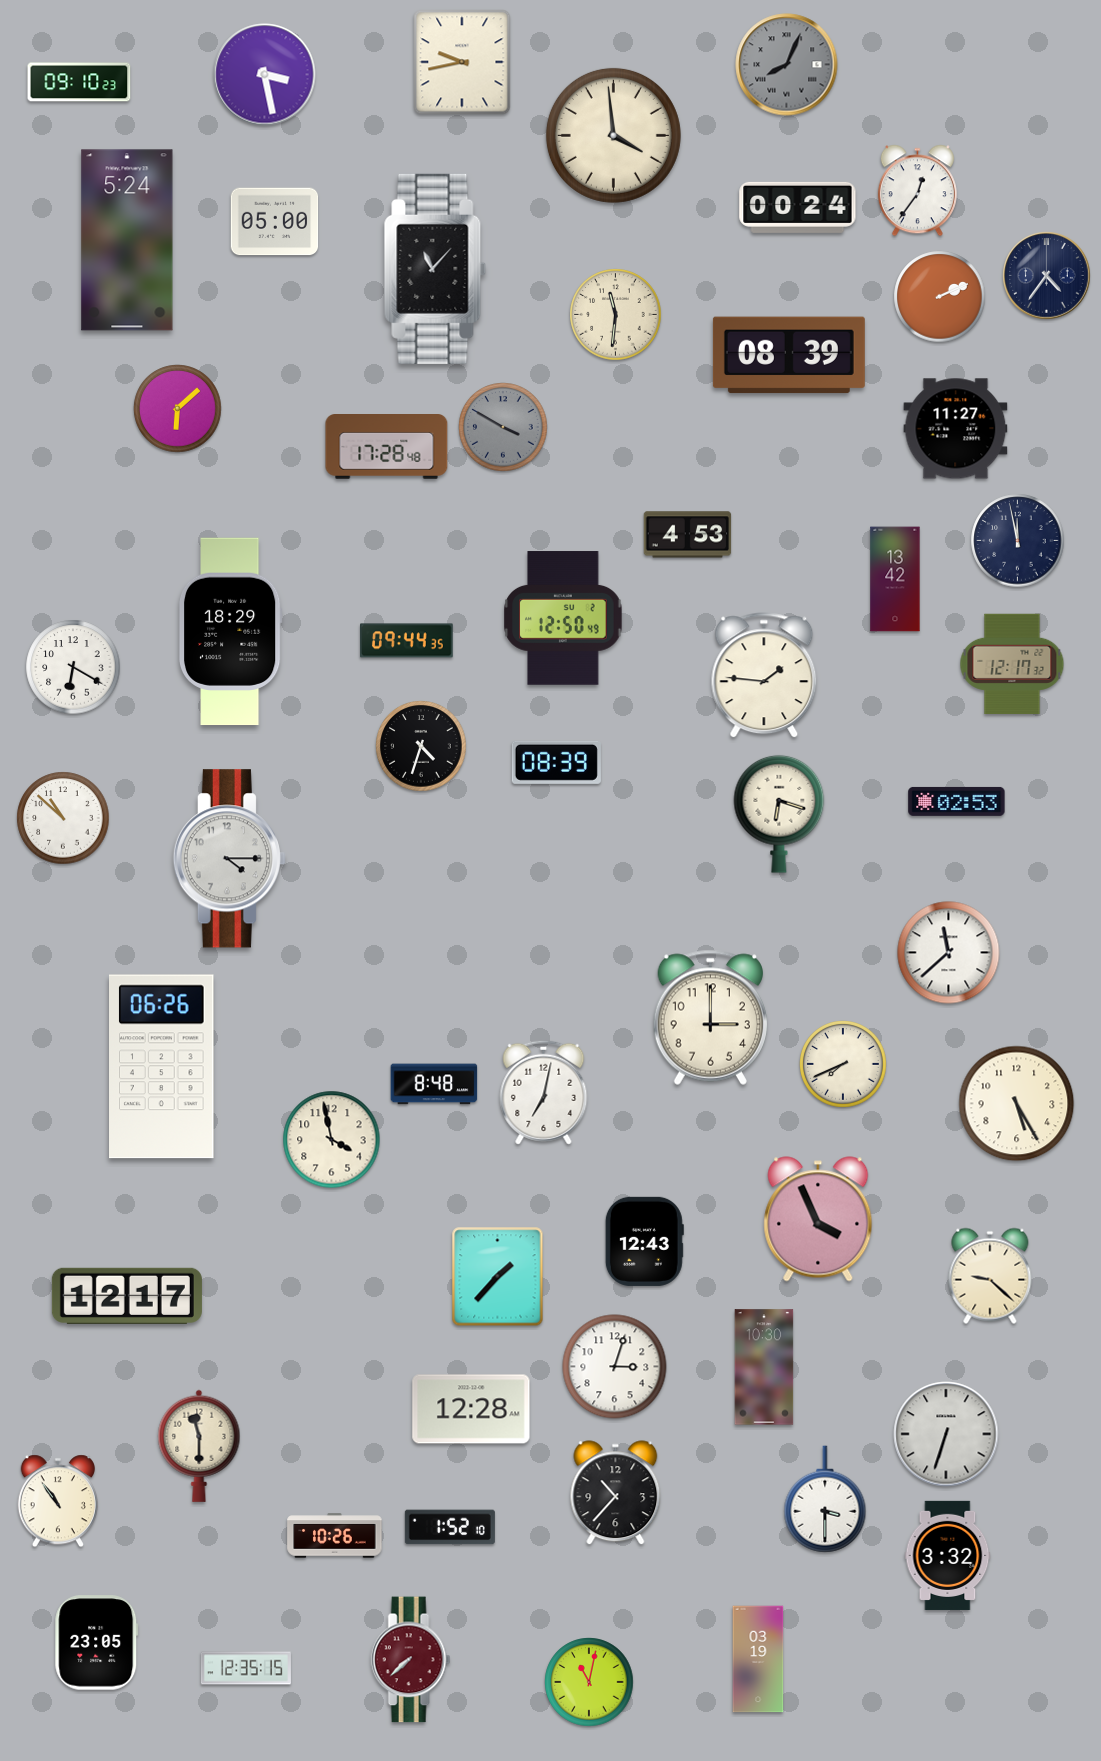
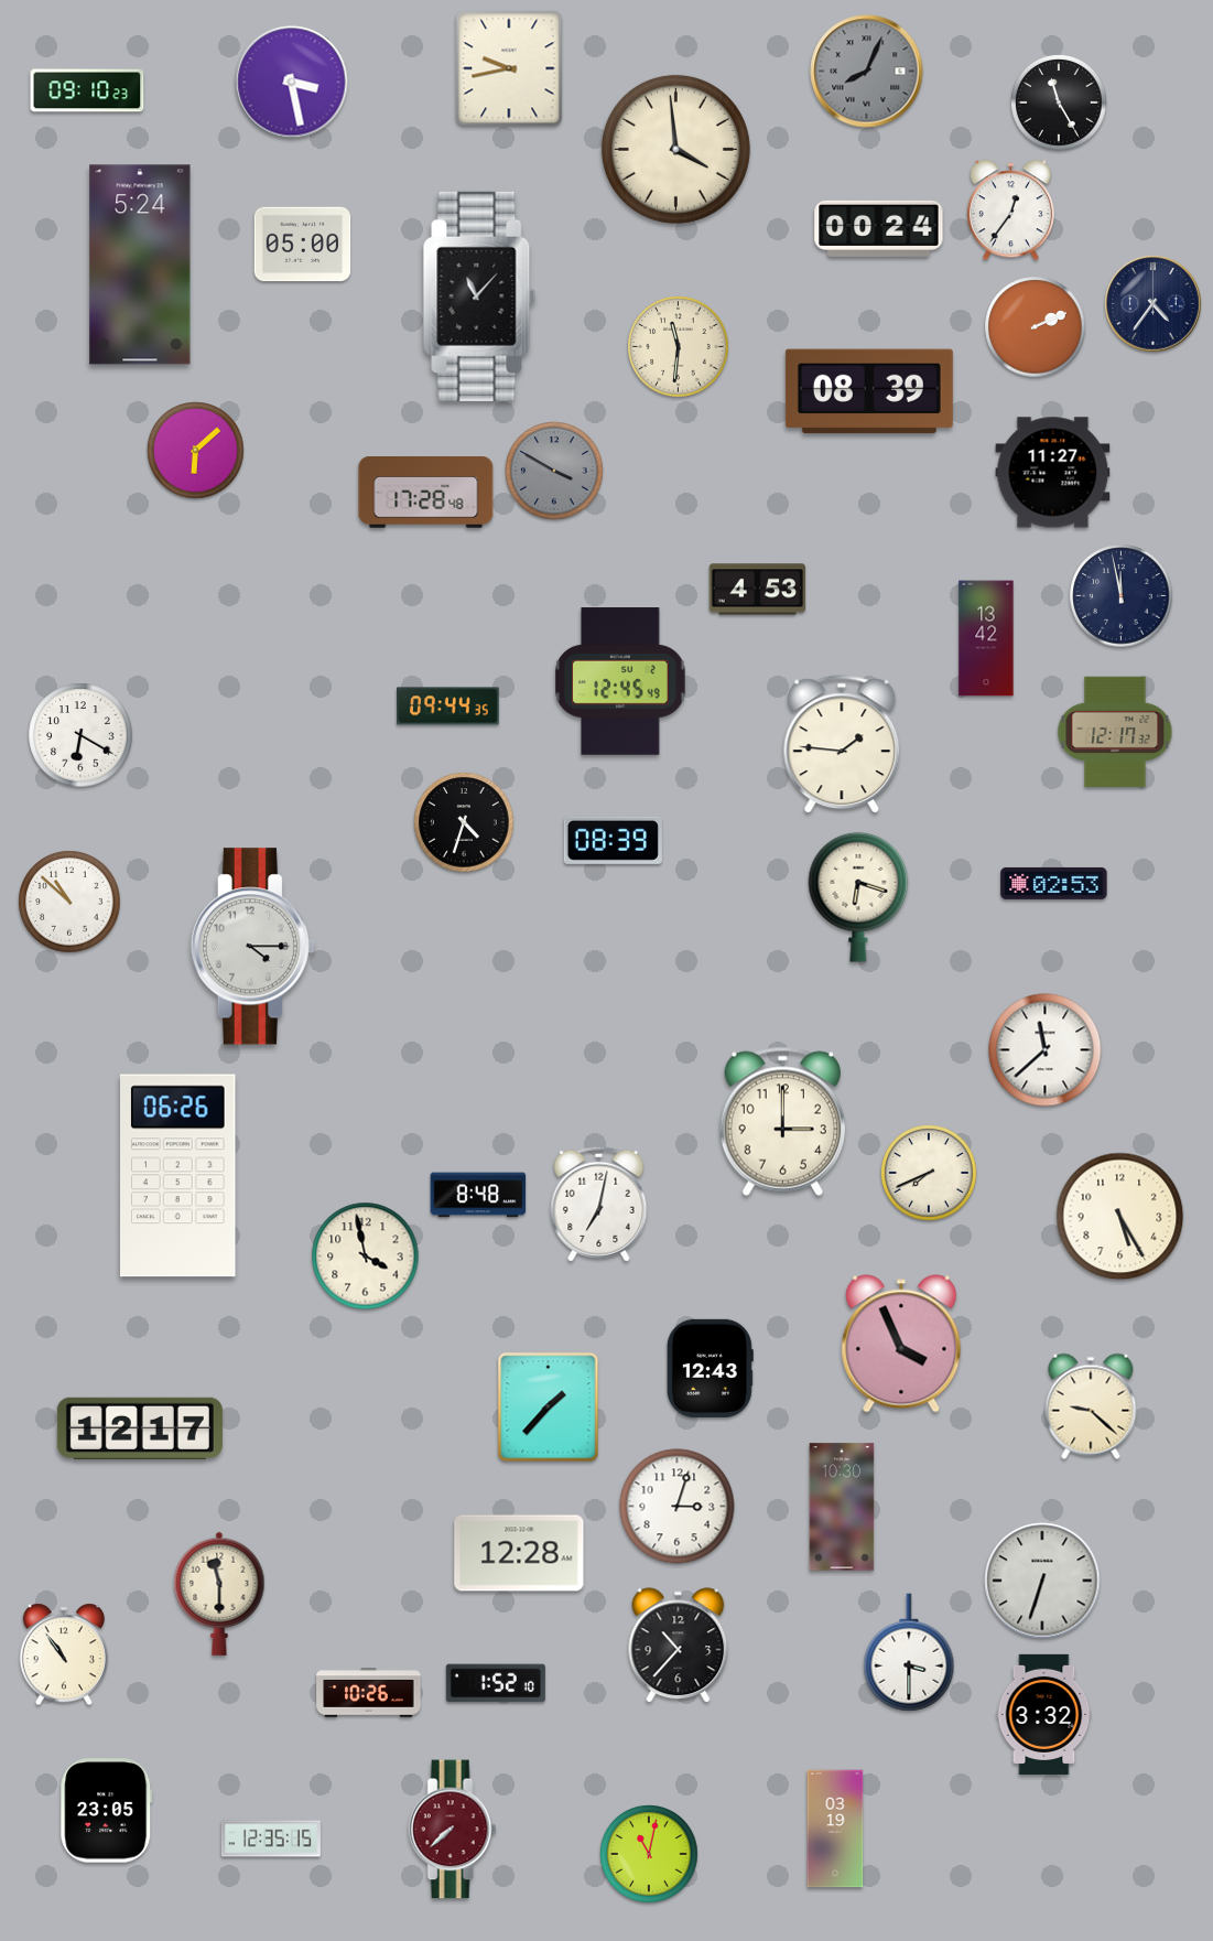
clock at (1059, 103): none -> 11:25
clock at (563, 618): 12:50 -> 12:45
clock at (230, 632): 18:29 -> none
